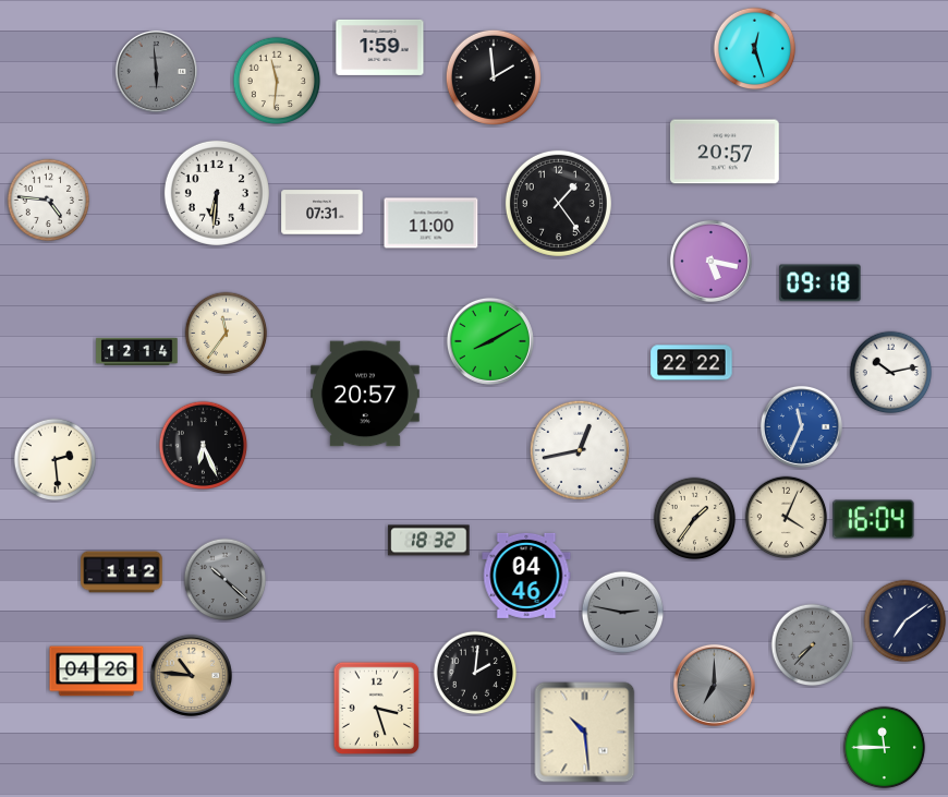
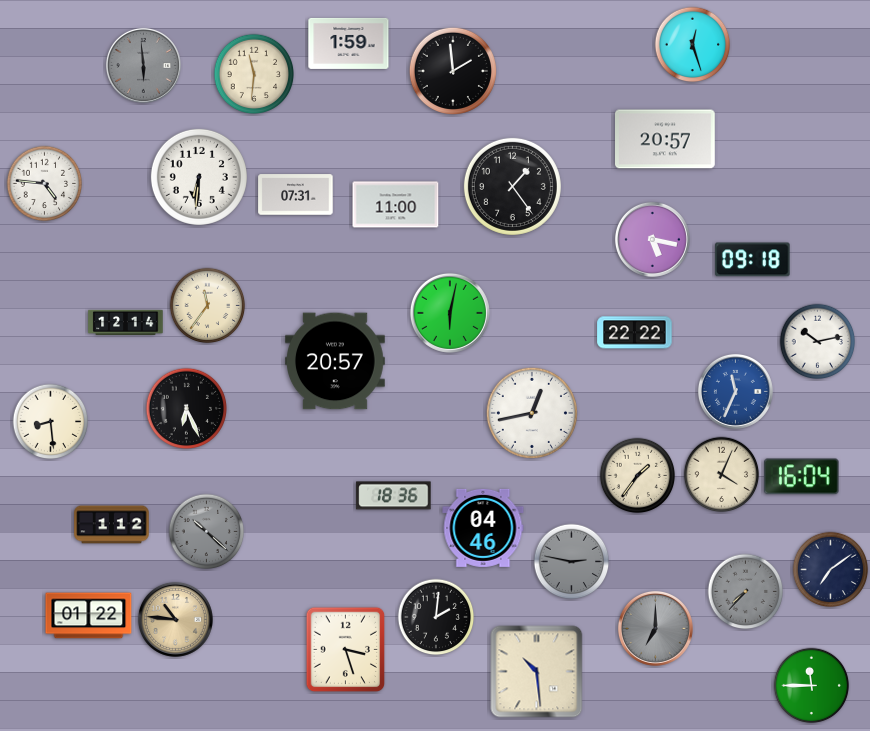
clock at (490, 341): 8:10 -> 6:02
clock at (56, 460): 2:29 -> 8:29
clock at (429, 541): 18:32 -> 18:36
clock at (97, 672): 04:26 -> 01:22
